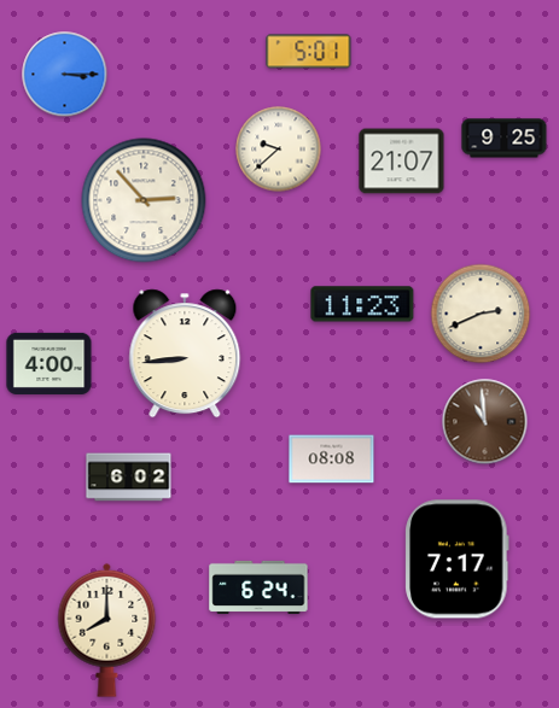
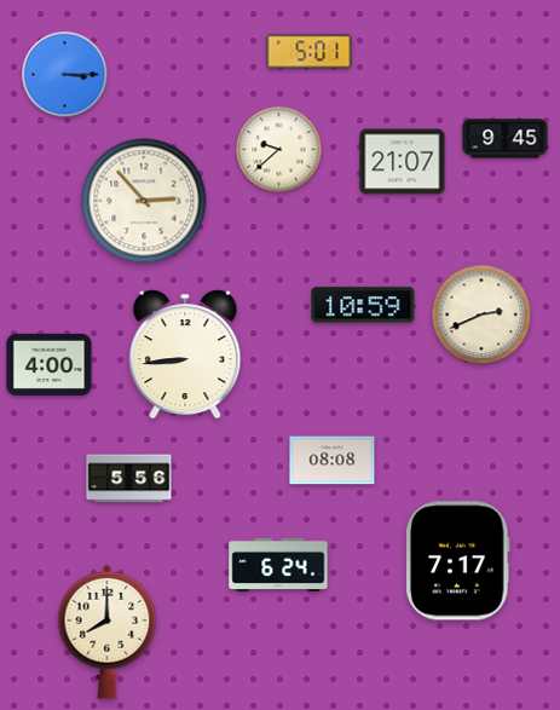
clock at (505, 139): 9:25 -> 9:45
clock at (362, 304): 11:23 -> 10:59
clock at (485, 422): 10:59 -> none
clock at (129, 478): 6:02 -> 5:56
clock at (258, 587) position: (258, 587) -> (278, 565)
